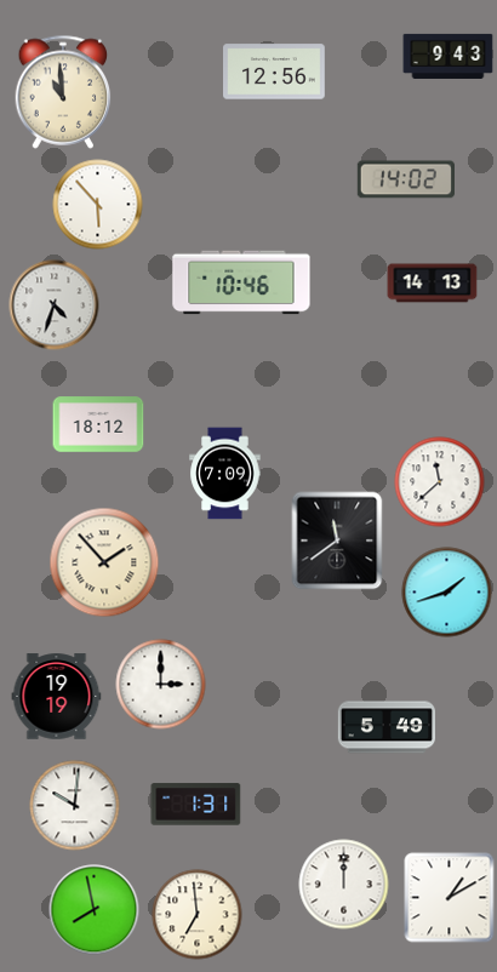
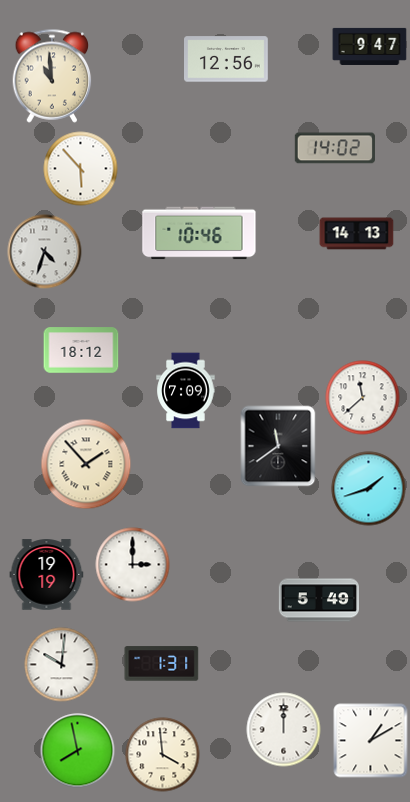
clock at (449, 56): 9:43 -> 9:47
clock at (198, 915): 6:59 -> 3:59
